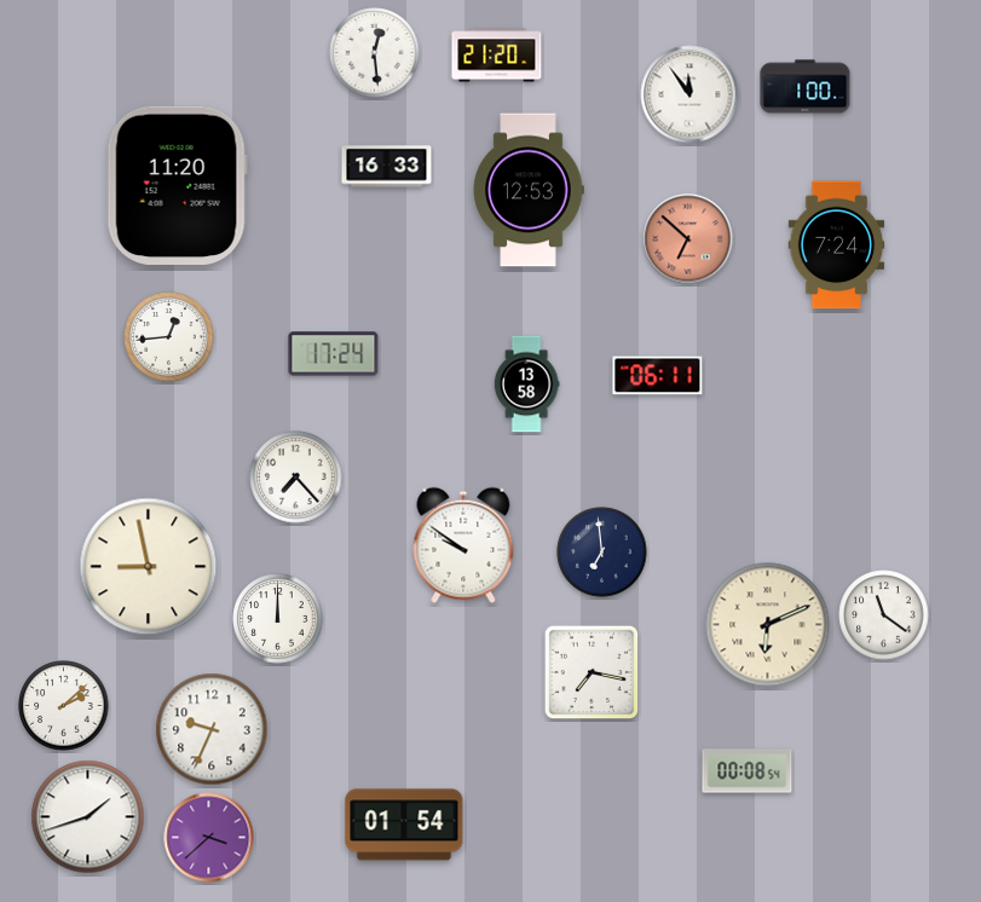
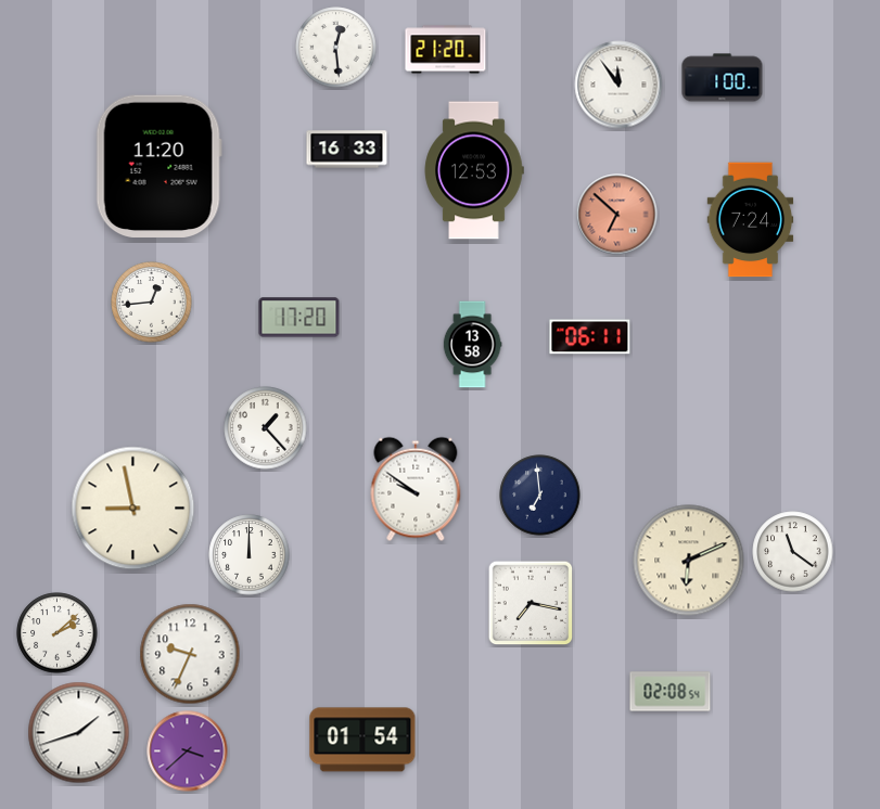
clock at (334, 354): 17:24 -> 17:20
clock at (296, 478): 7:23 -> 1:23
clock at (748, 771): 00:08 -> 02:08
